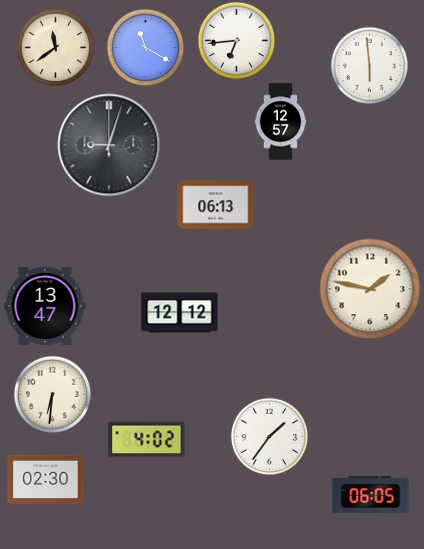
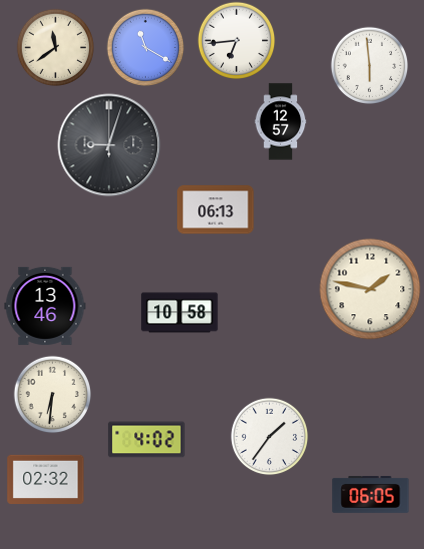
clock at (216, 205) position: (216, 205) -> (216, 210)
clock at (45, 306): 13:47 -> 13:46
clock at (180, 313): 12:12 -> 10:58
clock at (46, 479): 02:30 -> 02:32
